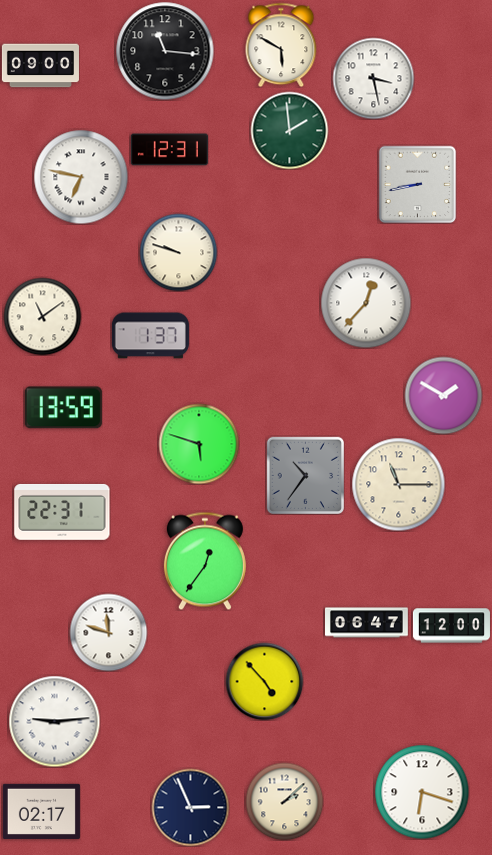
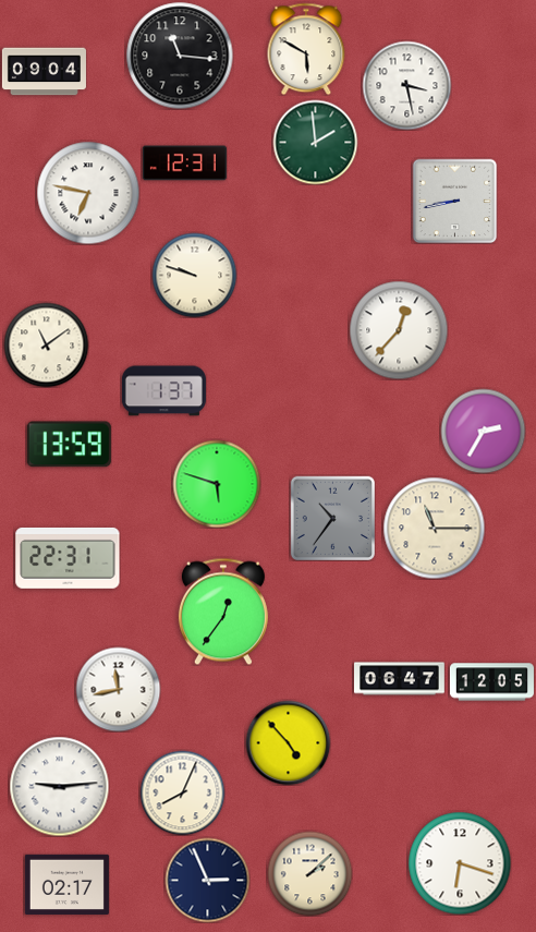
clock at (40, 66): 09:00 -> 09:04
clock at (150, 336) position: (150, 336) -> (163, 391)
clock at (443, 395): 1:50 -> 2:35
clock at (451, 626): 12:00 -> 12:05
clock at (108, 632): 11:48 -> 11:43
clock at (182, 792): none -> 8:04
clock at (41, 811) position: (41, 811) -> (66, 884)
